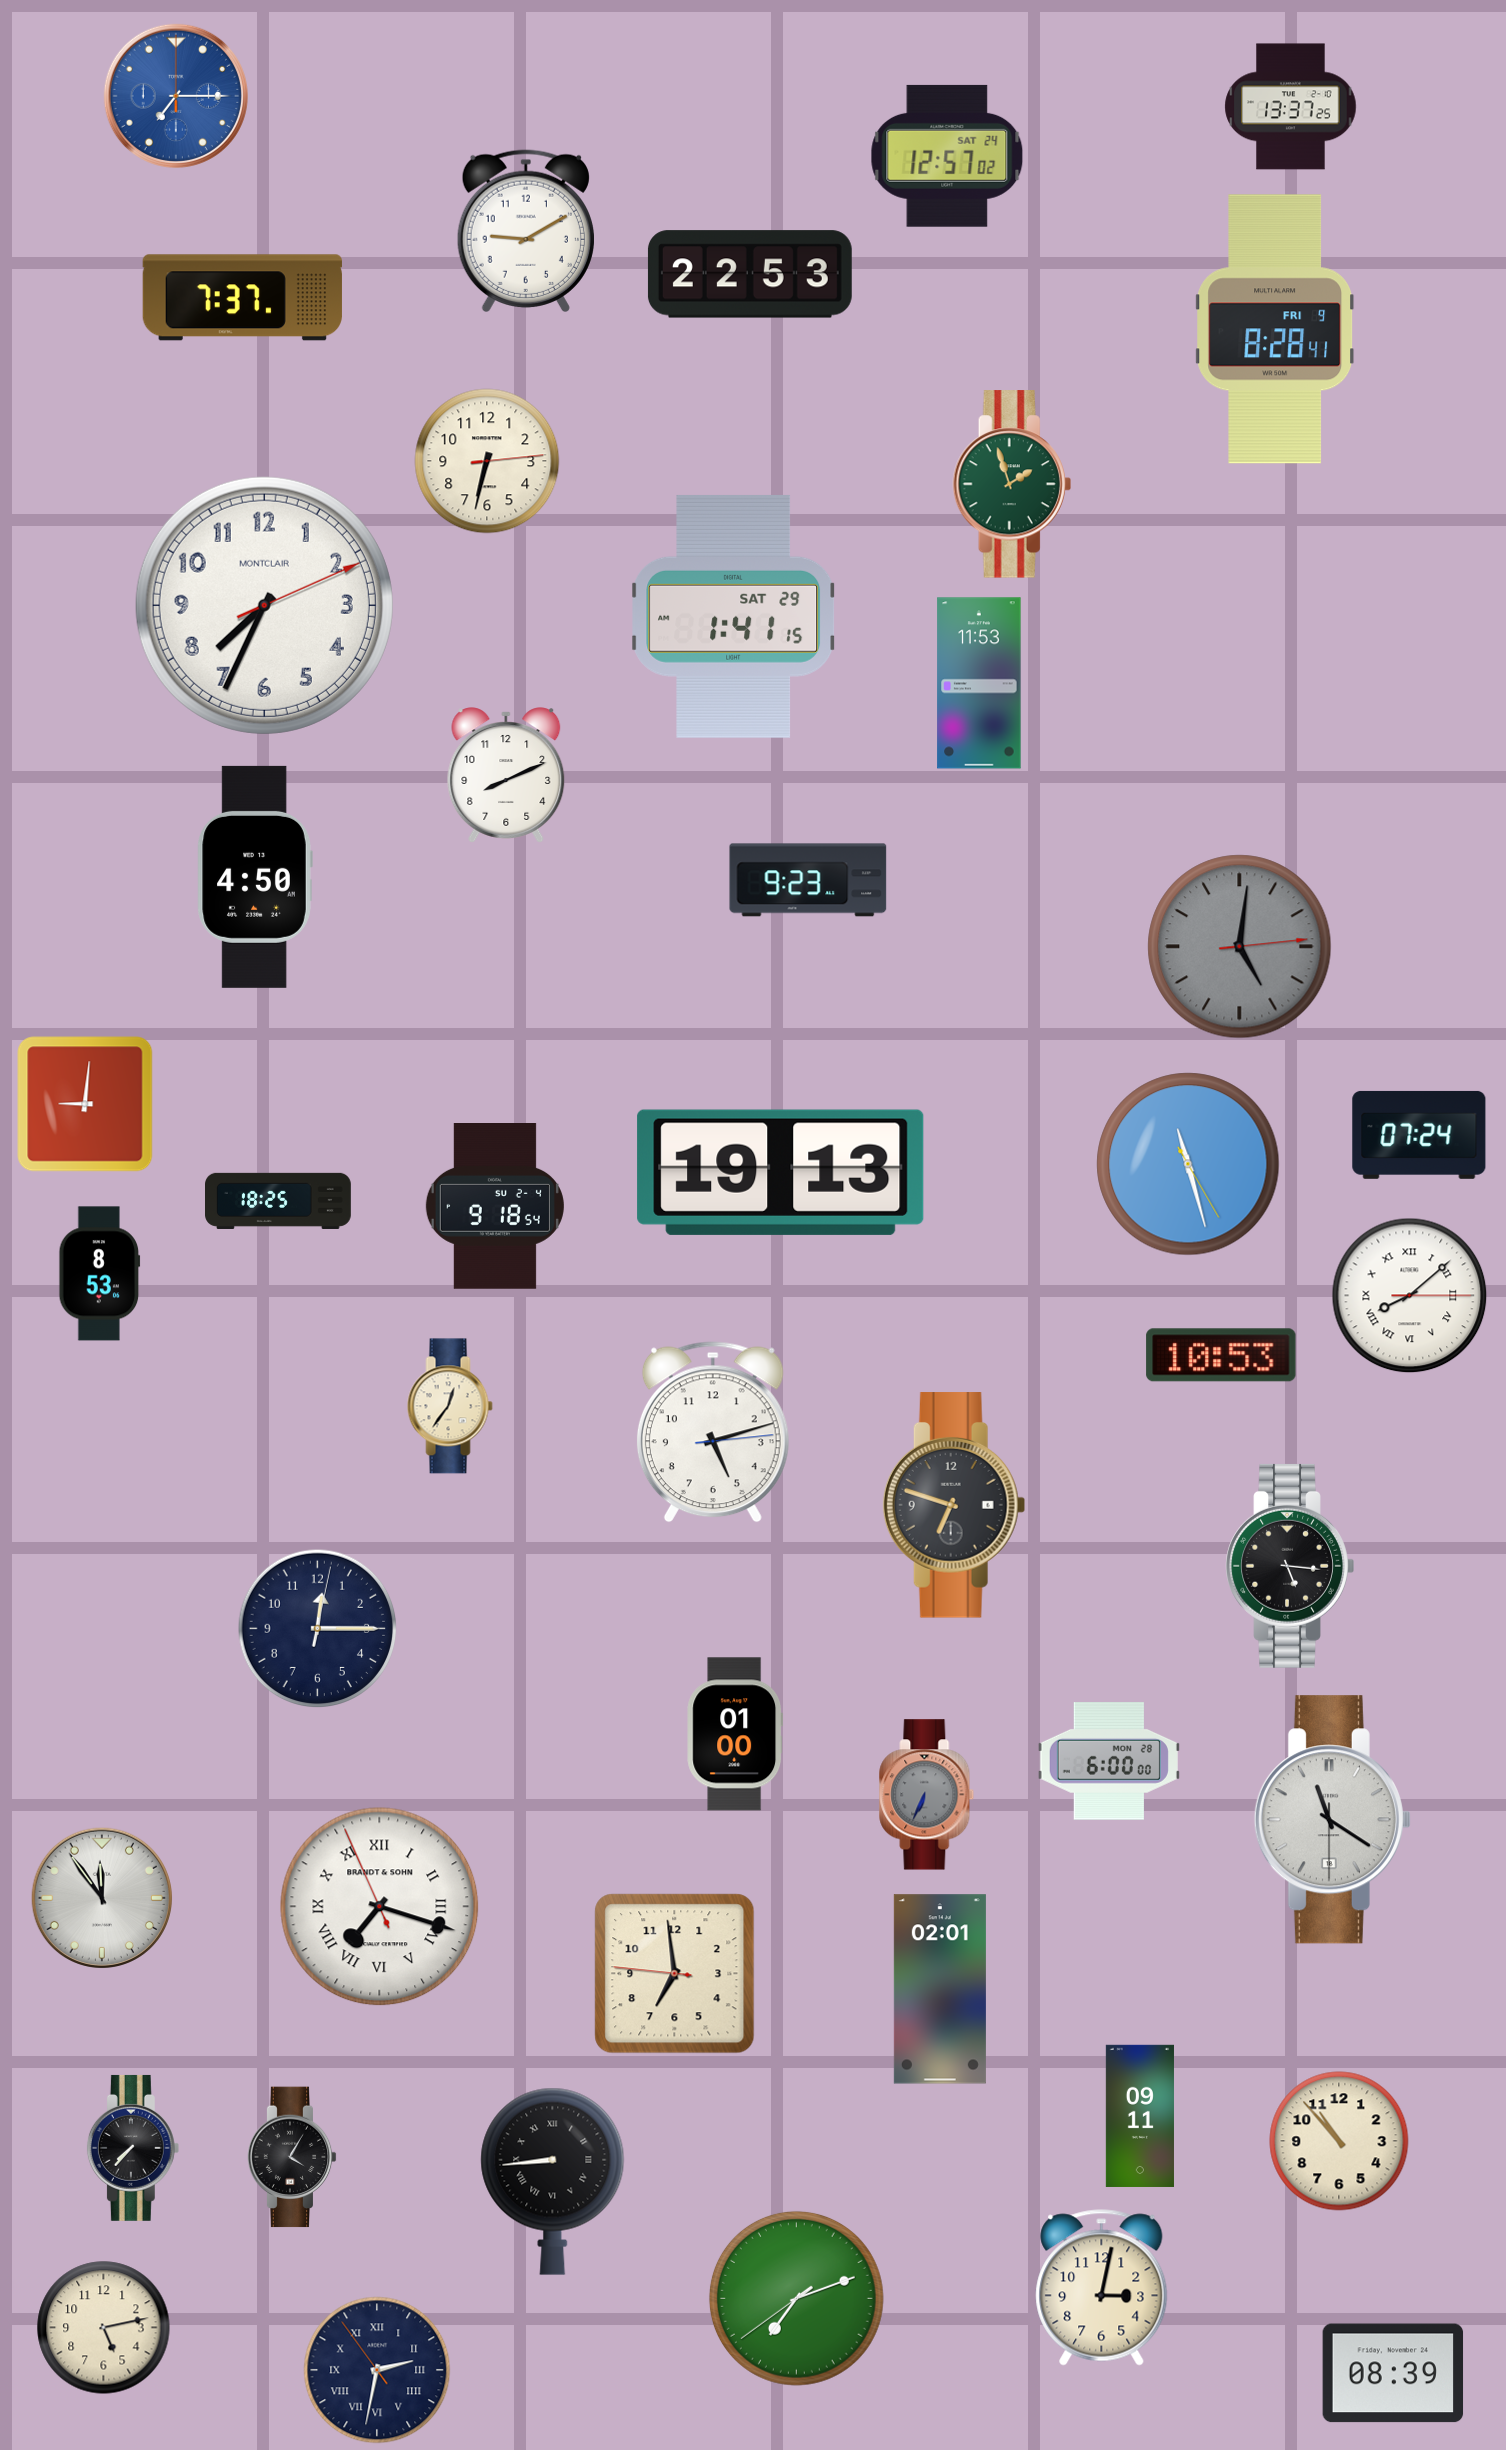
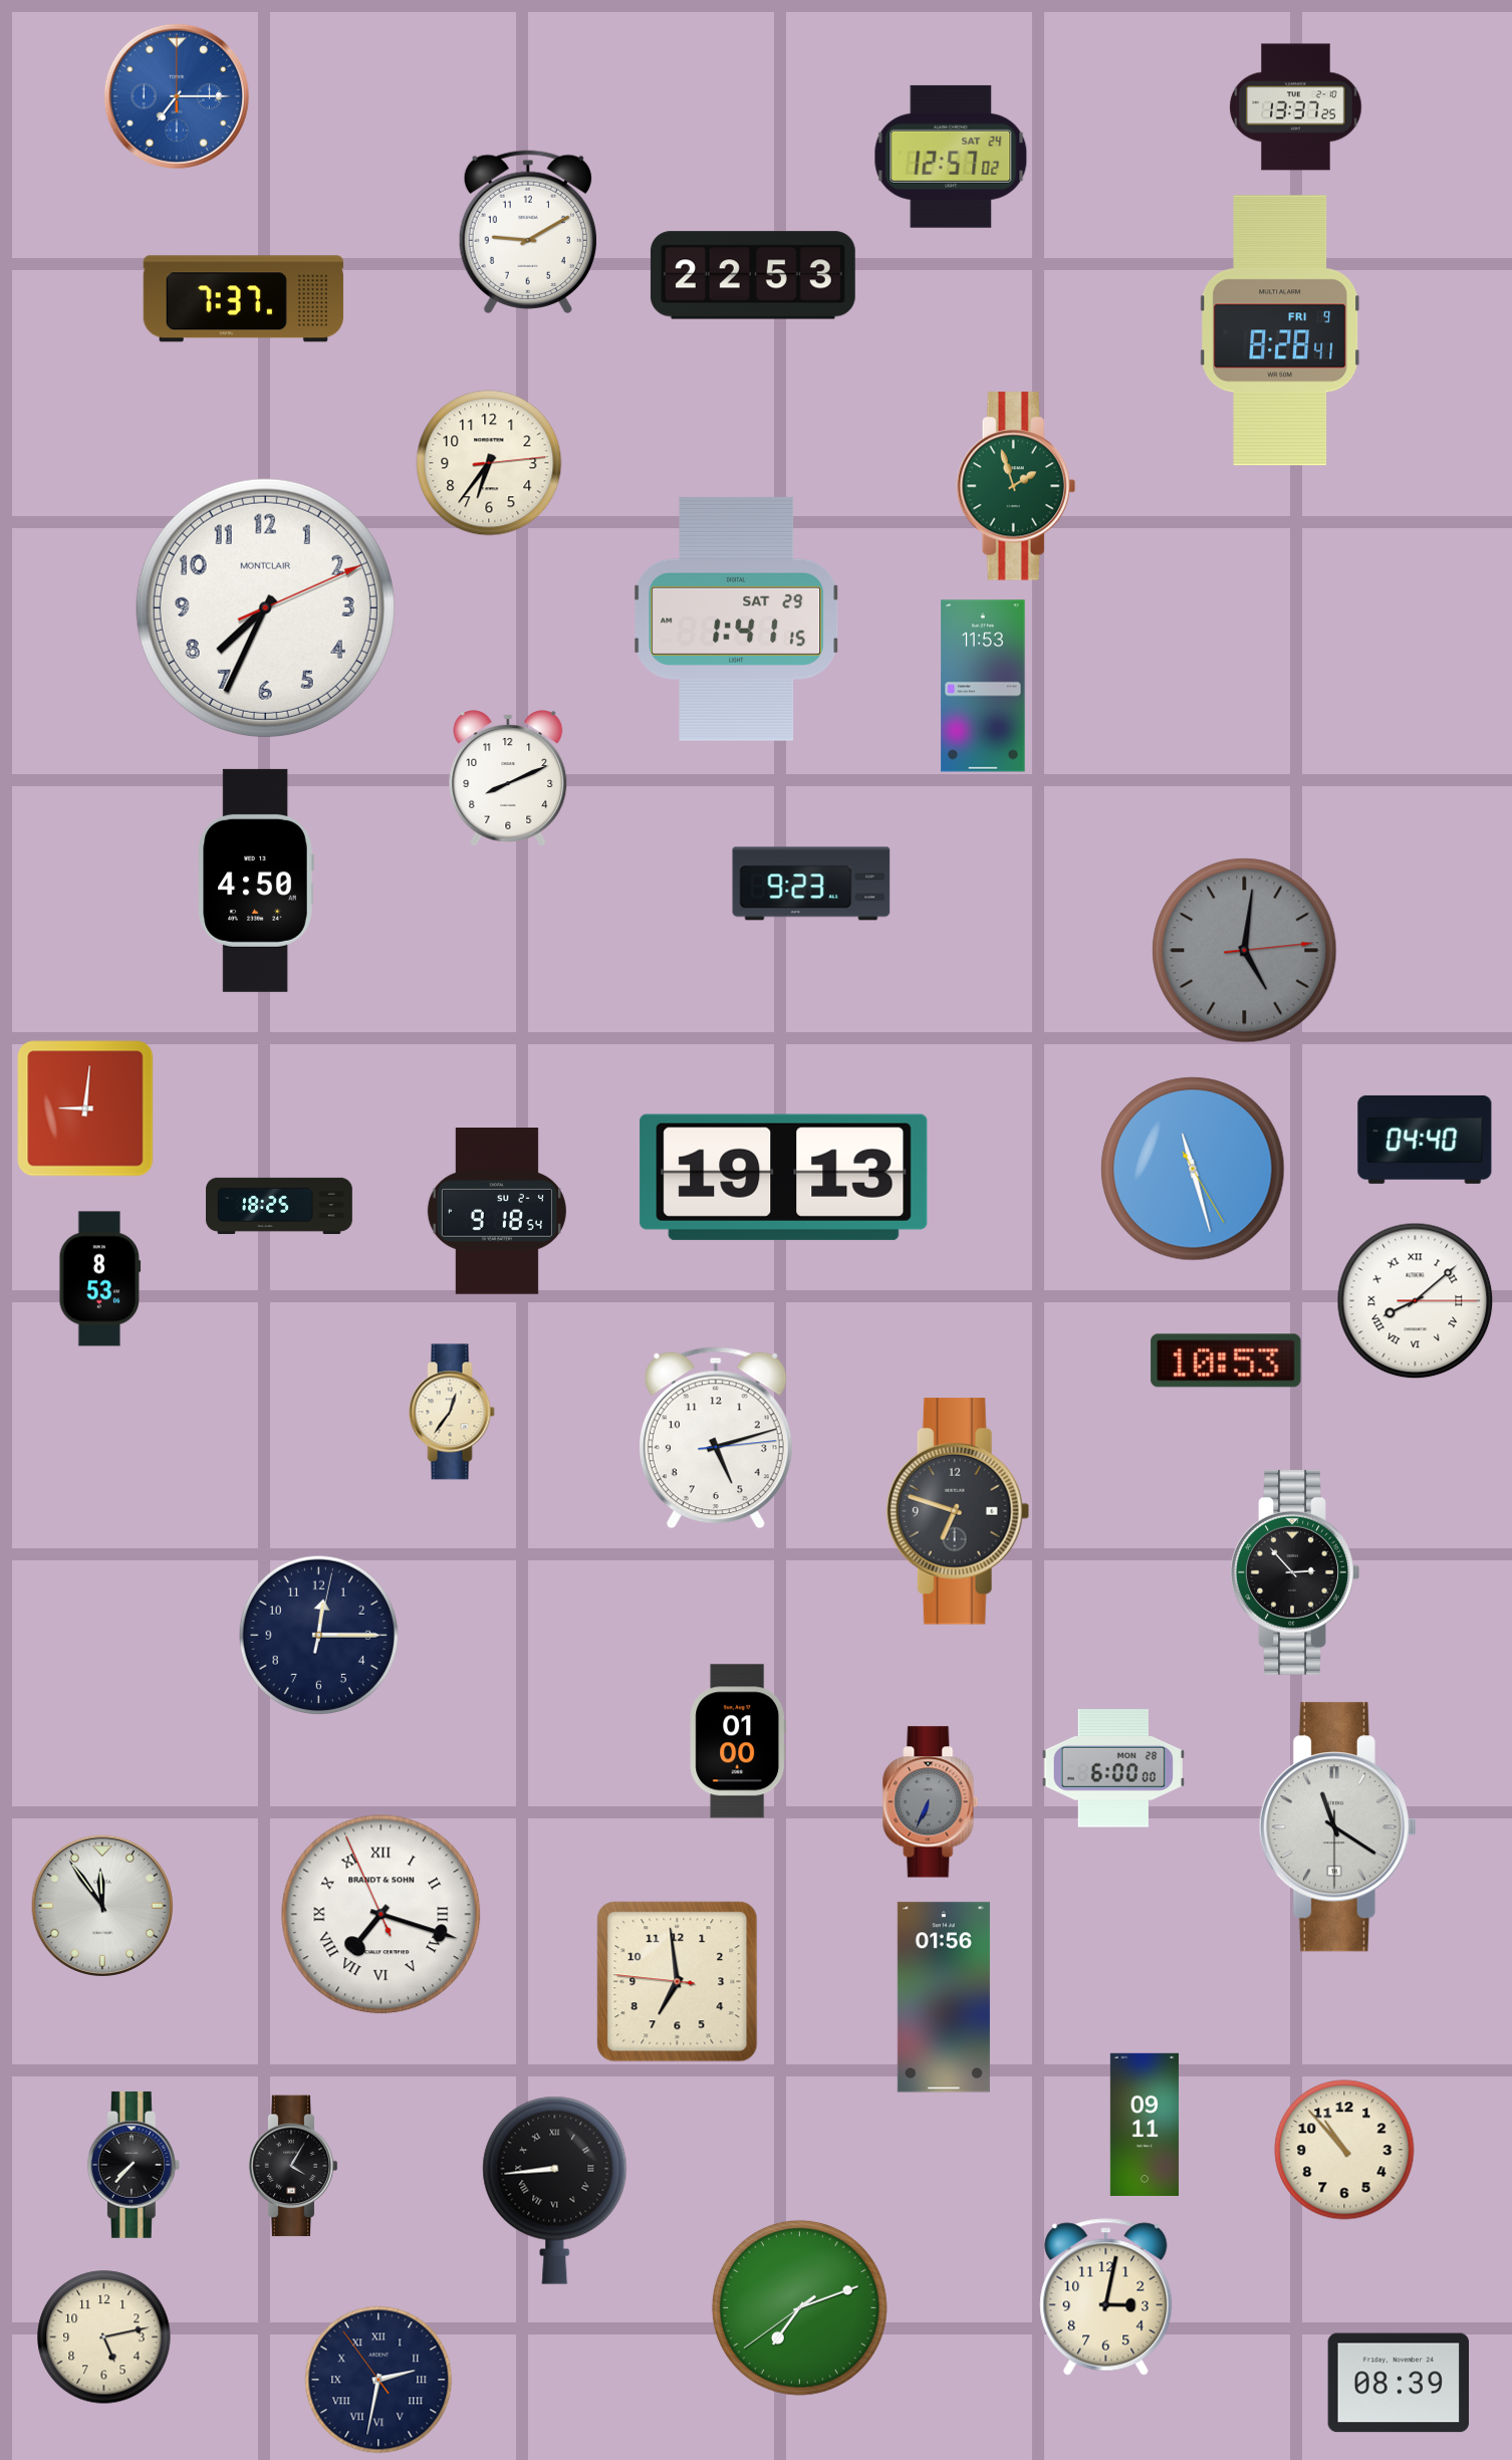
clock at (487, 461): 6:32 -> 6:36
clock at (1419, 1135): 07:24 -> 04:40
clock at (1290, 1566): 5:16 -> 2:53
clock at (940, 1989): 02:01 -> 01:56
clock at (133, 2148) position: (133, 2148) -> (134, 2165)
